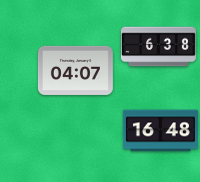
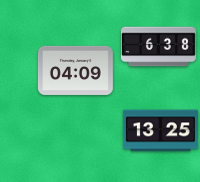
clock at (75, 70): 04:07 -> 04:09
clock at (160, 131): 16:48 -> 13:25
